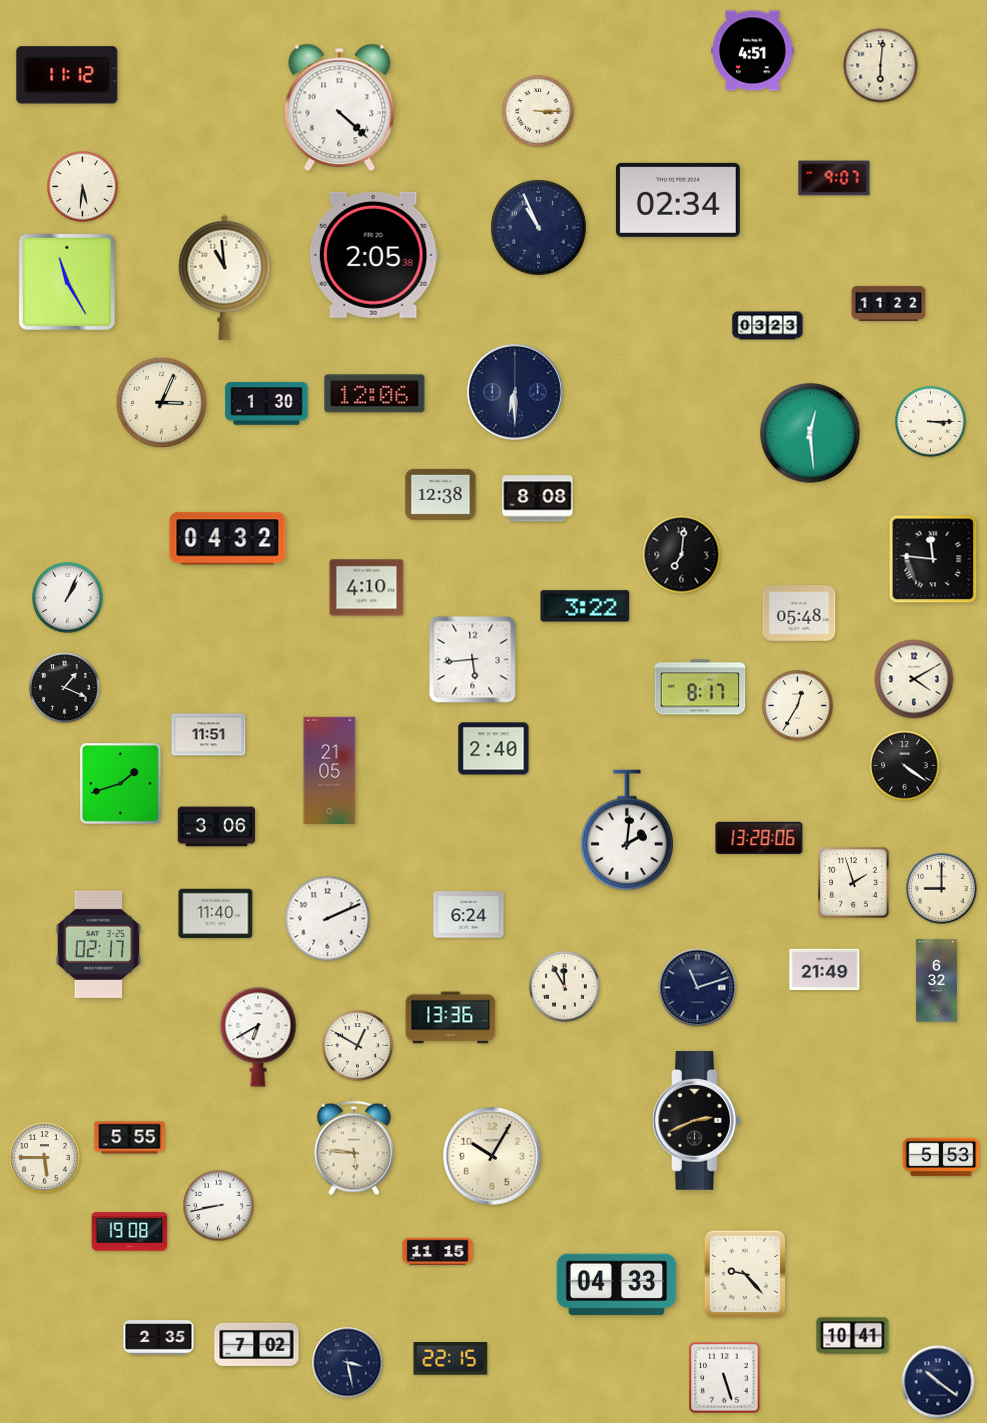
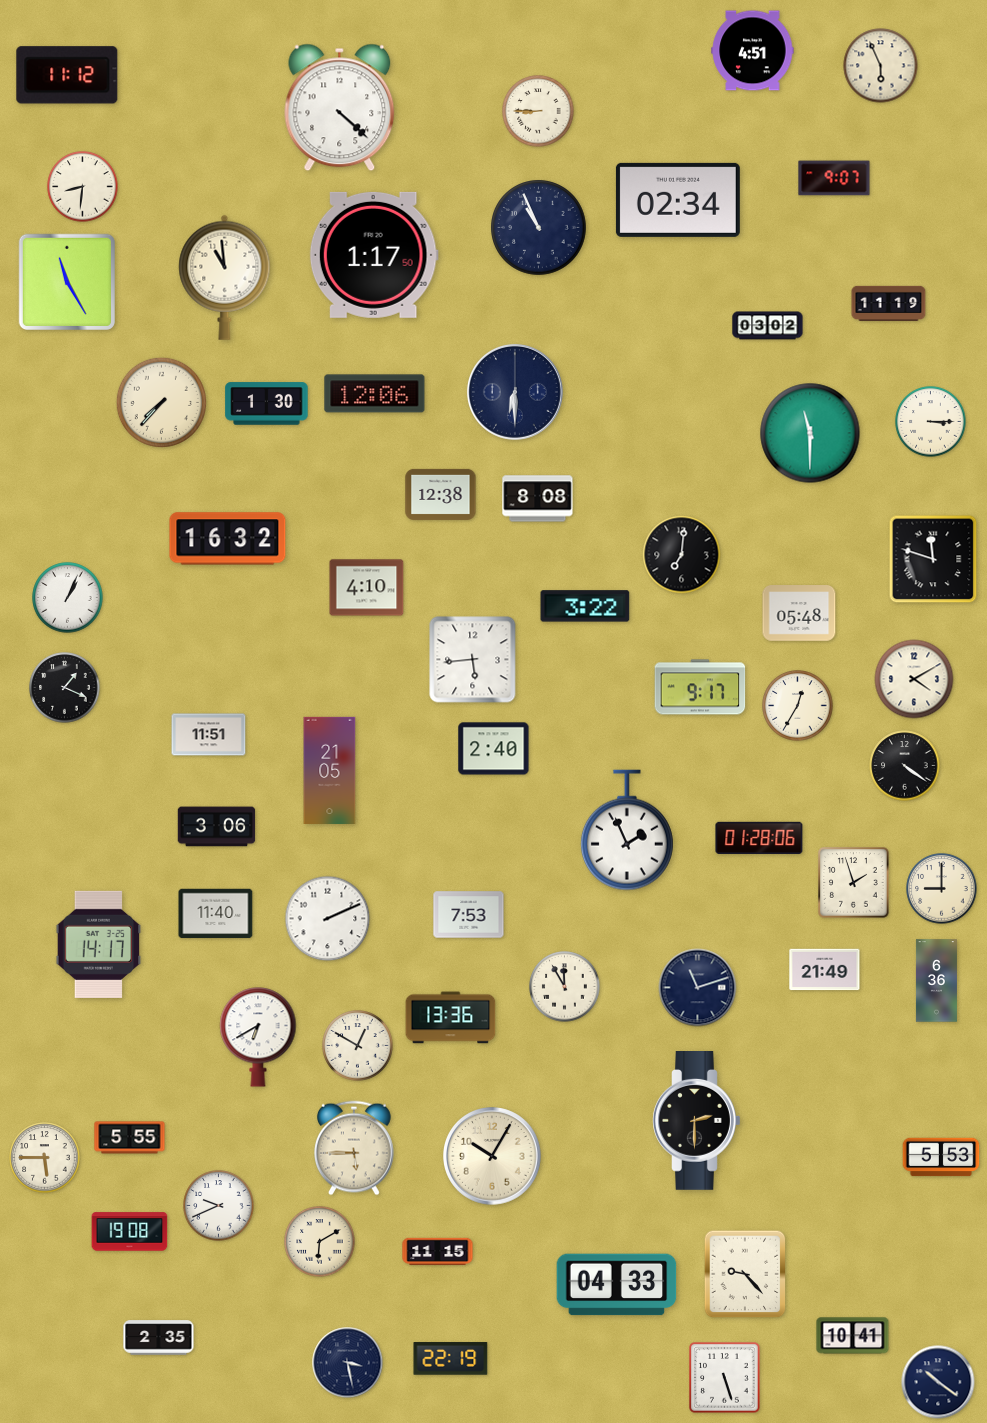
clock at (881, 66): 6:01 -> 5:56
clock at (538, 111): 3:15 -> 8:45
clock at (83, 187): 5:31 -> 8:31
clock at (374, 255): 2:05 -> 1:17
clock at (889, 303): 11:22 -> 11:19
clock at (768, 326): 03:23 -> 03:02
clock at (161, 402): 3:04 -> 7:37
clock at (810, 433): 12:29 -> 11:30
clock at (228, 539): 04:32 -> 16:32
clock at (933, 559): 11:46 -> 11:48
clock at (700, 687): 8:17 -> 9:17
clock at (121, 784): 1:42 -> none
clock at (627, 830): 2:01 -> 1:56
clock at (759, 837): 13:28 -> 01:28
clock at (469, 915): 6:24 -> 7:53
clock at (99, 944): 02:17 -> 14:17
clock at (936, 981): 6:32 -> 6:36
clock at (697, 1121): 2:41 -> 2:30
clock at (355, 1148): 5:46 -> 5:45
clock at (219, 1206): 8:43 -> 9:41
clock at (320, 1242): none -> 6:10
clock at (257, 1344): 7:02 -> none
clock at (451, 1359): 22:15 -> 22:19
